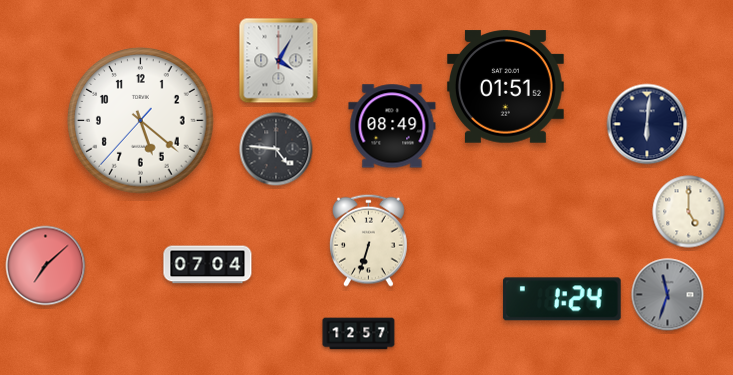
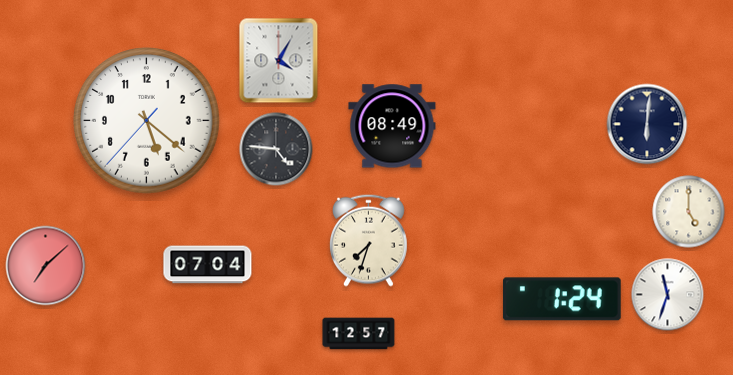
clock at (505, 87): 01:51 -> none
clock at (141, 121) position: (141, 121) -> (147, 121)
clock at (368, 240): 6:33 -> 7:33
clock at (668, 295) dial: grey -> white
